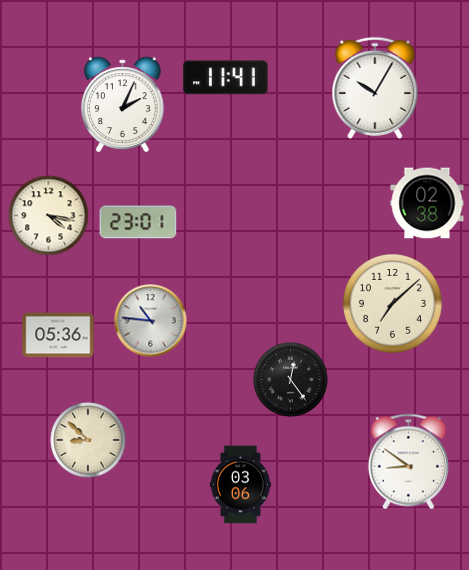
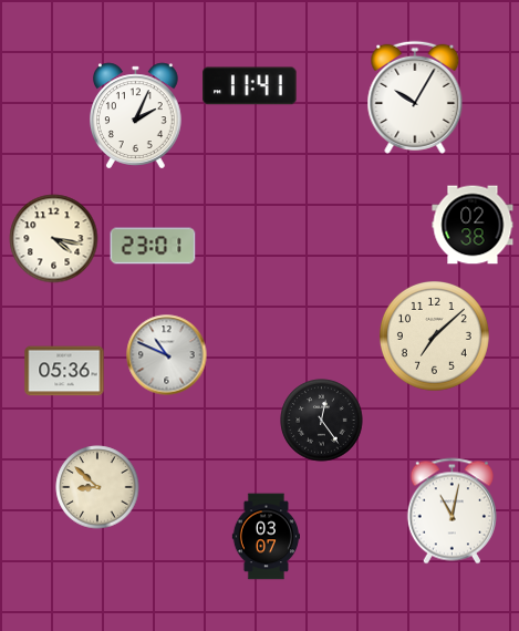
clock at (151, 321): 10:46 -> 10:49
clock at (408, 462): 8:51 -> 11:02
clock at (240, 485): 03:06 -> 03:07
